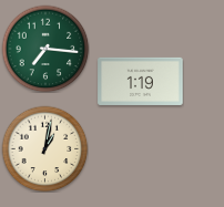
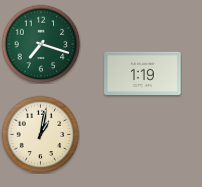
clock at (45, 49): 7:16 -> 7:18
clock at (141, 81) position: (141, 81) -> (143, 73)
